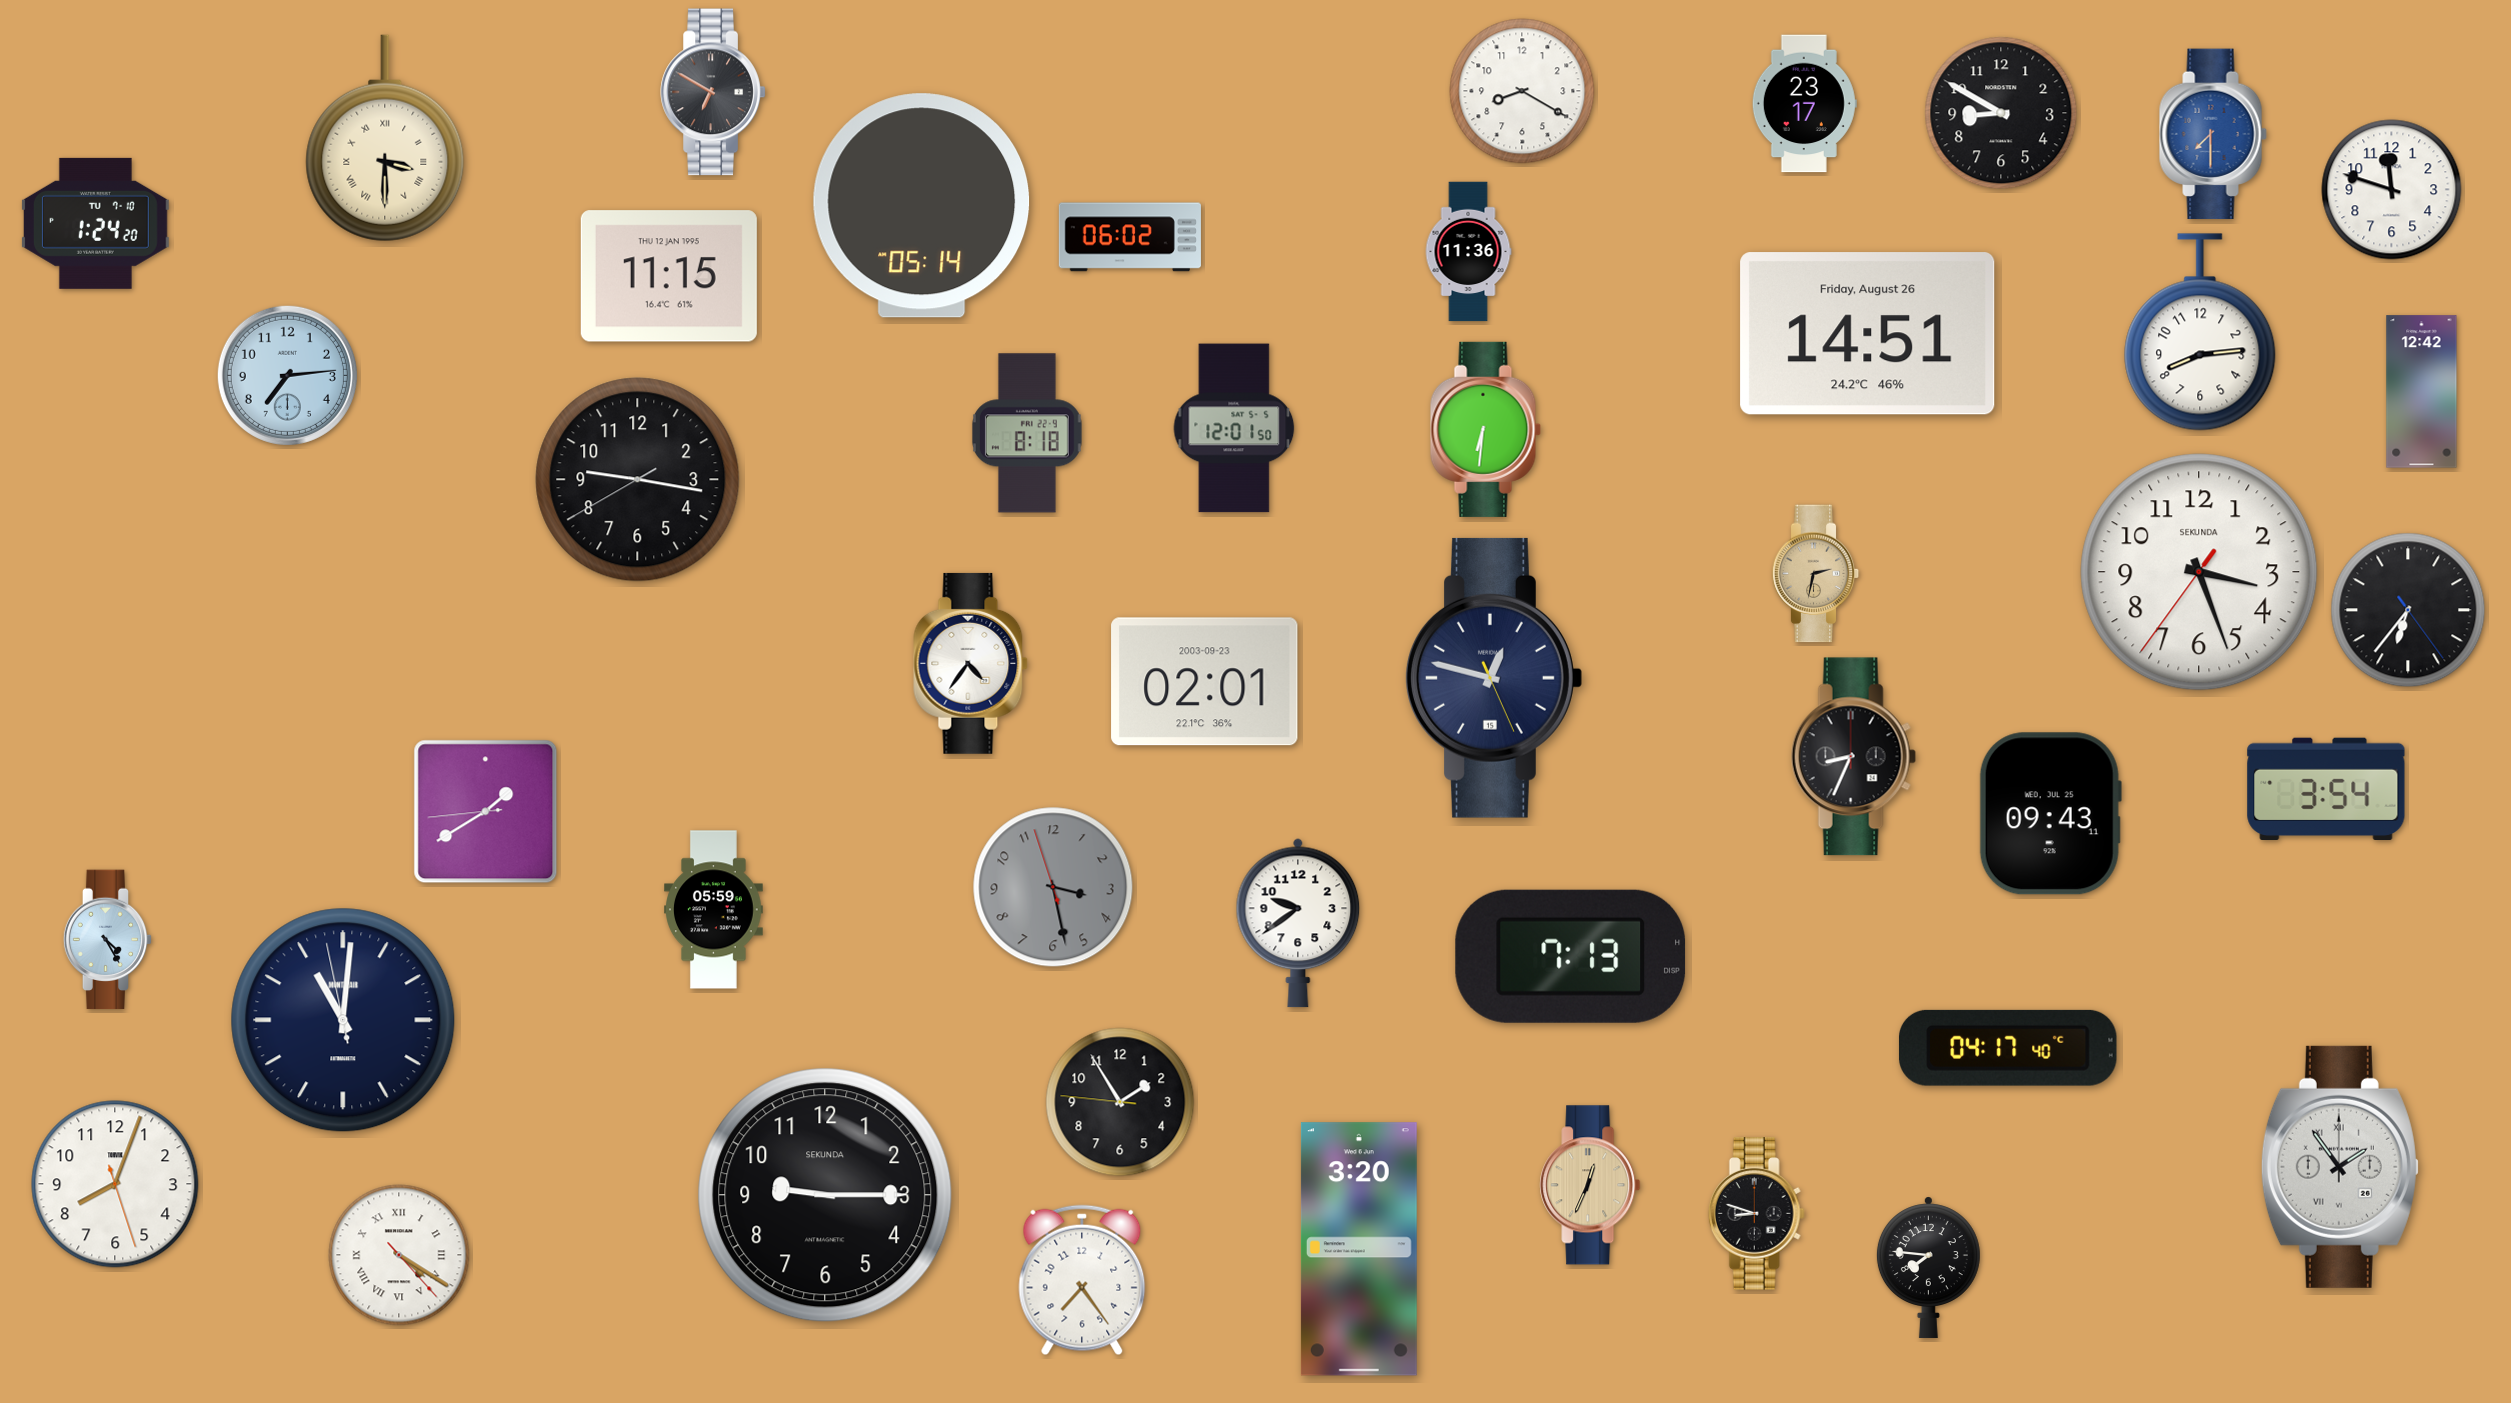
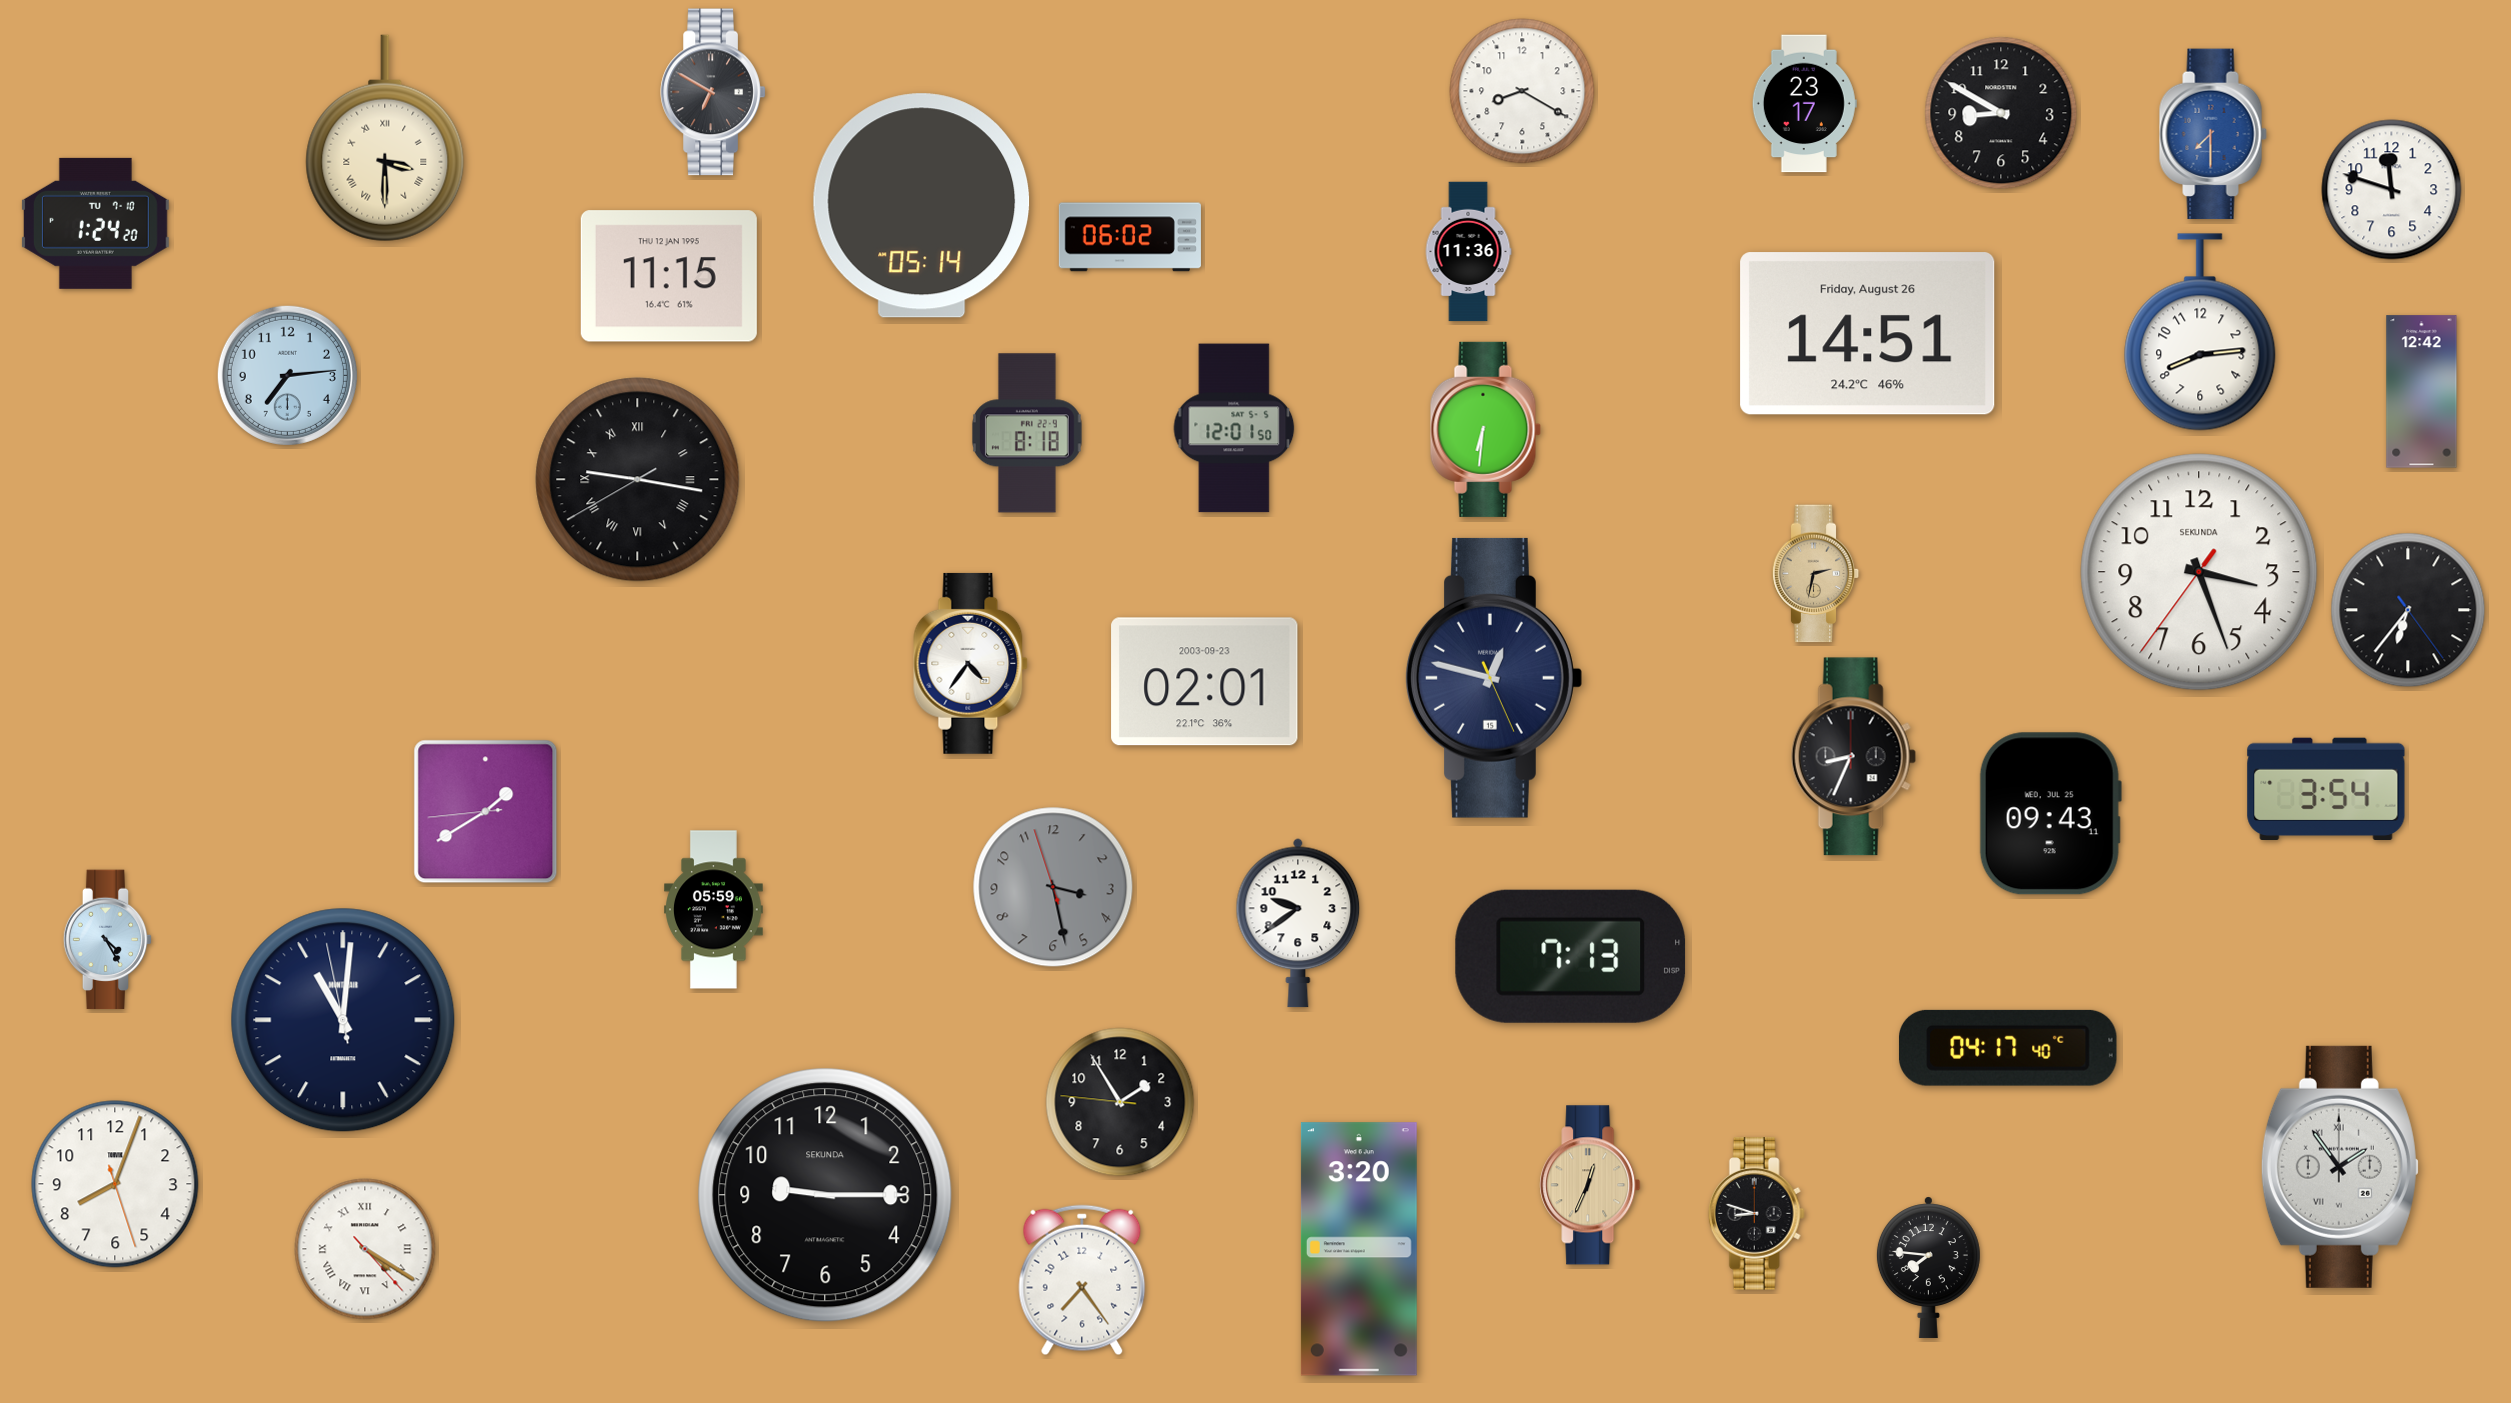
clock at (638, 480) numerals: Arabic -> Roman
clock at (399, 1255) position: (399, 1255) -> (365, 1249)
